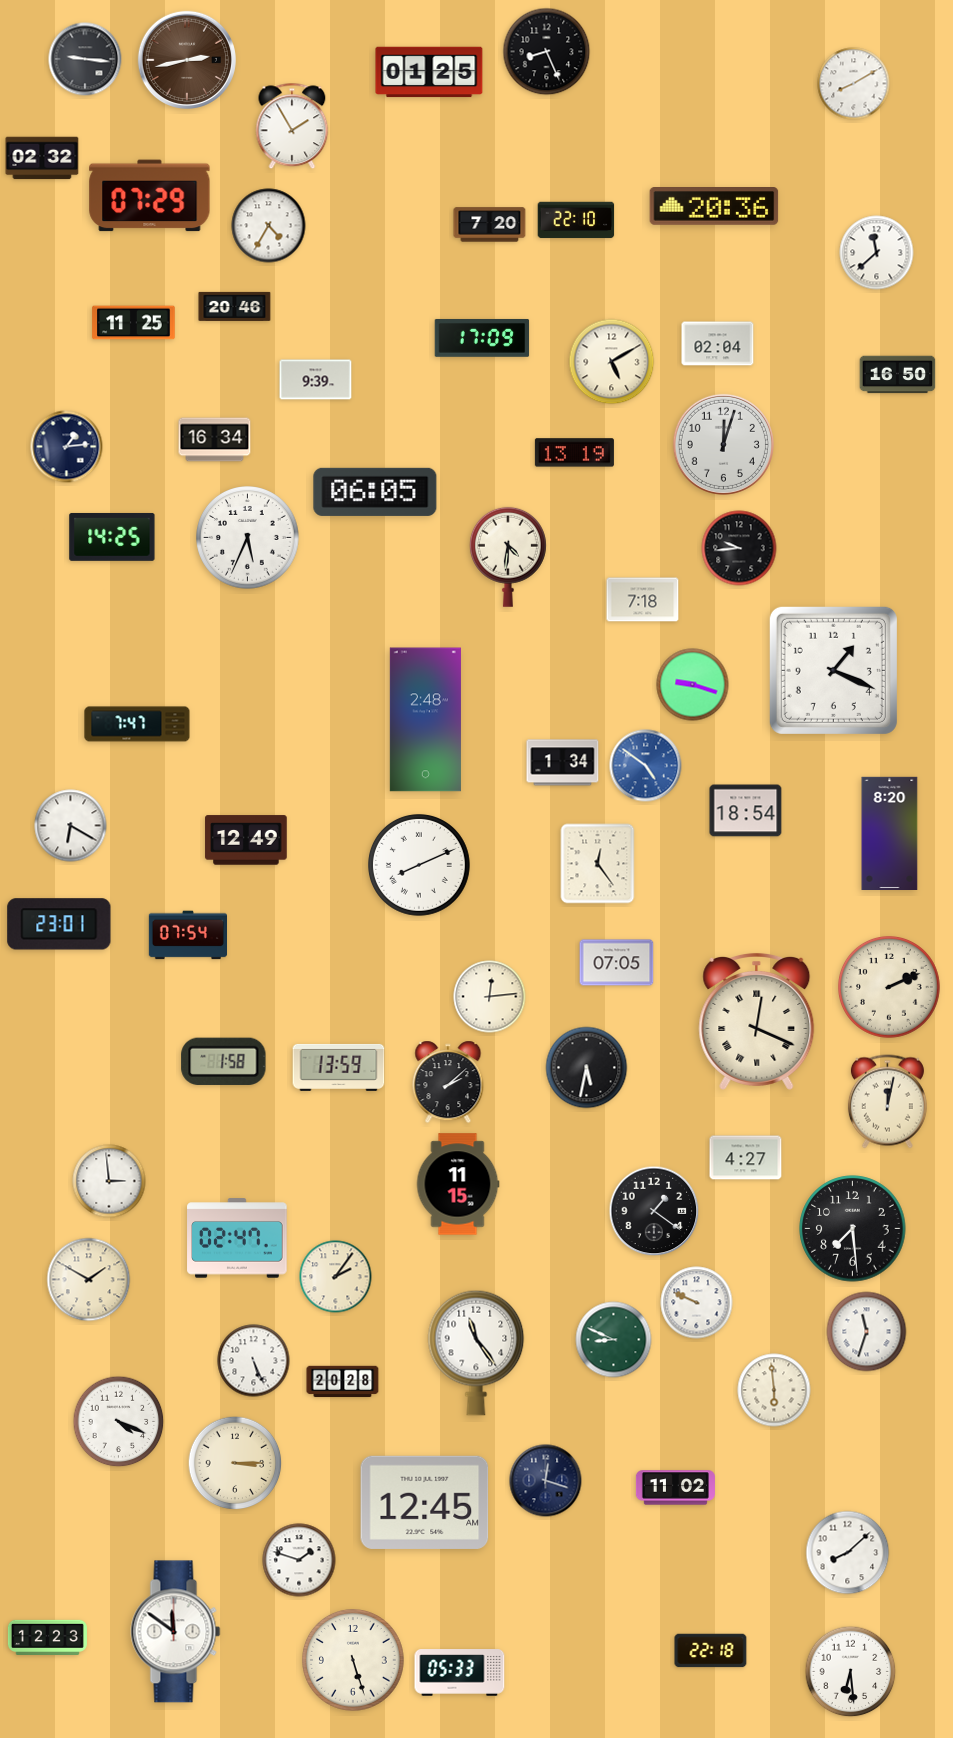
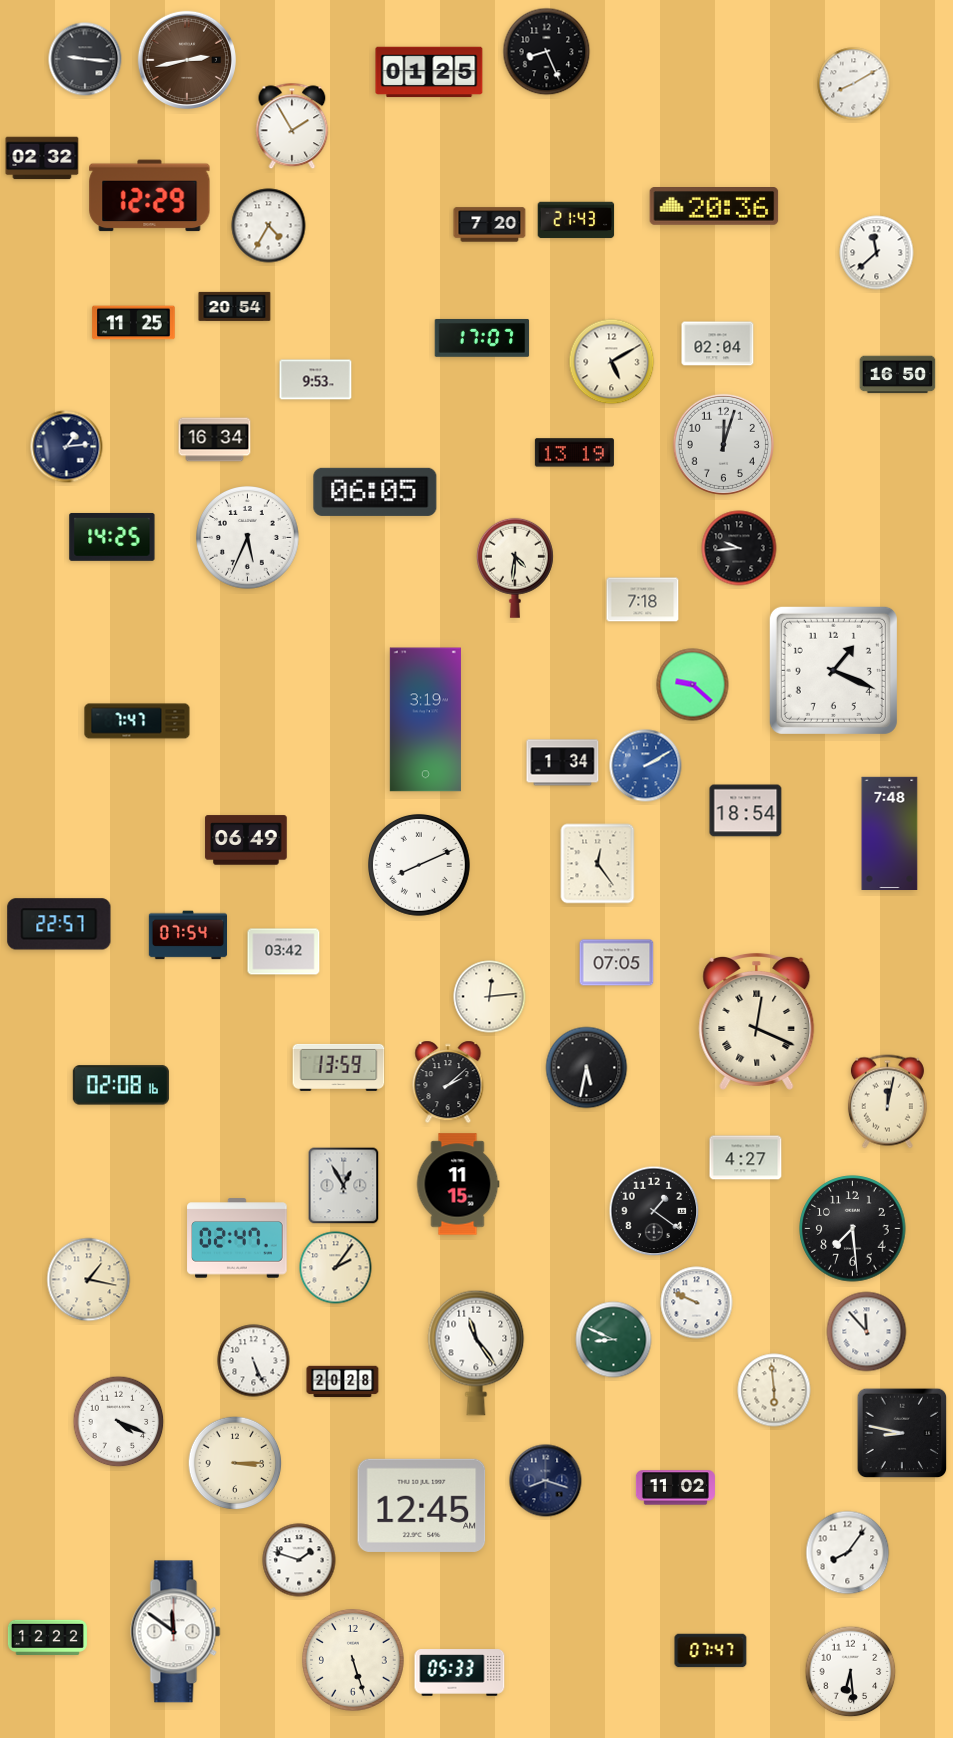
clock at (150, 196): 07:29 -> 12:29
clock at (576, 220): 22:10 -> 21:43
clock at (235, 306): 20:46 -> 20:54
clock at (482, 338): 17:09 -> 17:07
clock at (316, 380): 9:39 -> 9:53
clock at (508, 557) position: (508, 557) -> (515, 568)
clock at (693, 685): 9:18 -> 9:22
clock at (425, 720): 2:48 -> 3:19
clock at (137, 724) position: (137, 724) -> (137, 721)
clock at (646, 766): 4:51 -> 2:10
clock at (71, 826): 6:20 -> none
clock at (890, 833): 8:20 -> 7:48
clock at (246, 840): 12:49 -> 06:49
clock at (59, 924): 23:01 -> 22:57
clock at (284, 952): none -> 03:42
clock at (890, 988): 2:11 -> none
clock at (224, 1061): 1:58 -> none
clock at (121, 1085): none -> 02:08
clock at (109, 1181): 2:59 -> none
clock at (344, 1186): none -> 12:55
clock at (336, 1277) position: (336, 1277) -> (336, 1268)
clock at (89, 1280): 1:50 -> 1:17
clock at (867, 1332): 11:33 -> 11:53
clock at (902, 1433): none -> 8:47
clock at (546, 1481): 12:18 -> 8:18
clock at (425, 1502) position: (425, 1502) -> (422, 1505)
clock at (848, 1553): 8:08 -> 8:06
clock at (47, 1637): 12:23 -> 12:22
clock at (711, 1651): 22:18 -> 07:47
